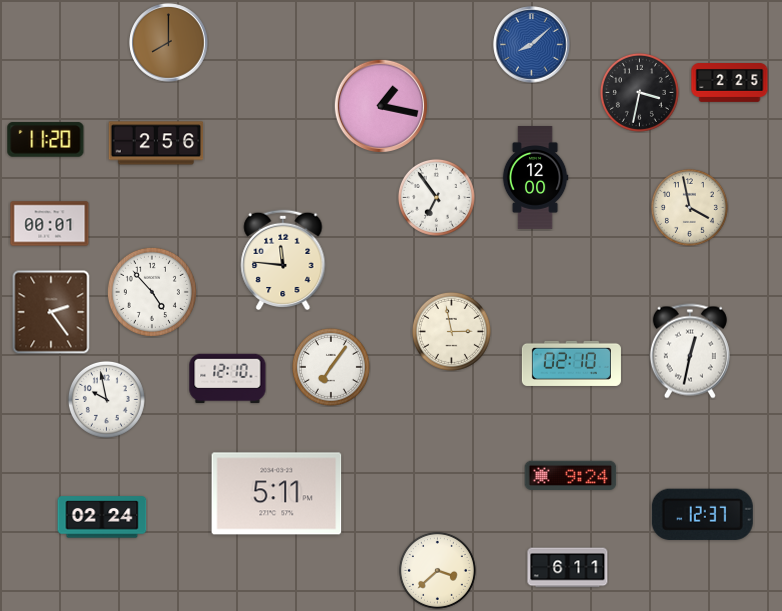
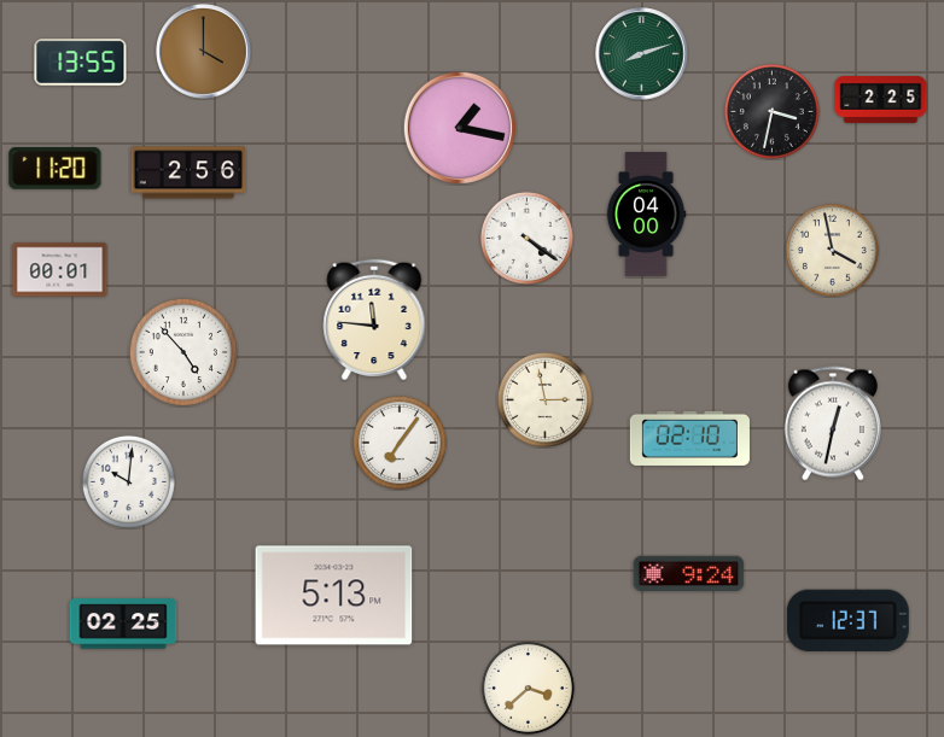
clock at (169, 43): 8:00 -> 4:00
clock at (532, 45): 8:08 -> 8:12
clock at (532, 45) dial: blue -> green
clock at (81, 63): none -> 13:55
clock at (535, 178): 12:00 -> 04:00
clock at (436, 197): 6:54 -> 4:21
clock at (283, 260) position: (283, 260) -> (374, 320)
clock at (51, 312): 2:24 -> none
clock at (228, 379): 12:10 -> none
clock at (106, 399): 9:58 -> 10:01
clock at (277, 494): 5:11 -> 5:13
clock at (102, 517): 02:24 -> 02:25
clock at (568, 568): 6:11 -> none
